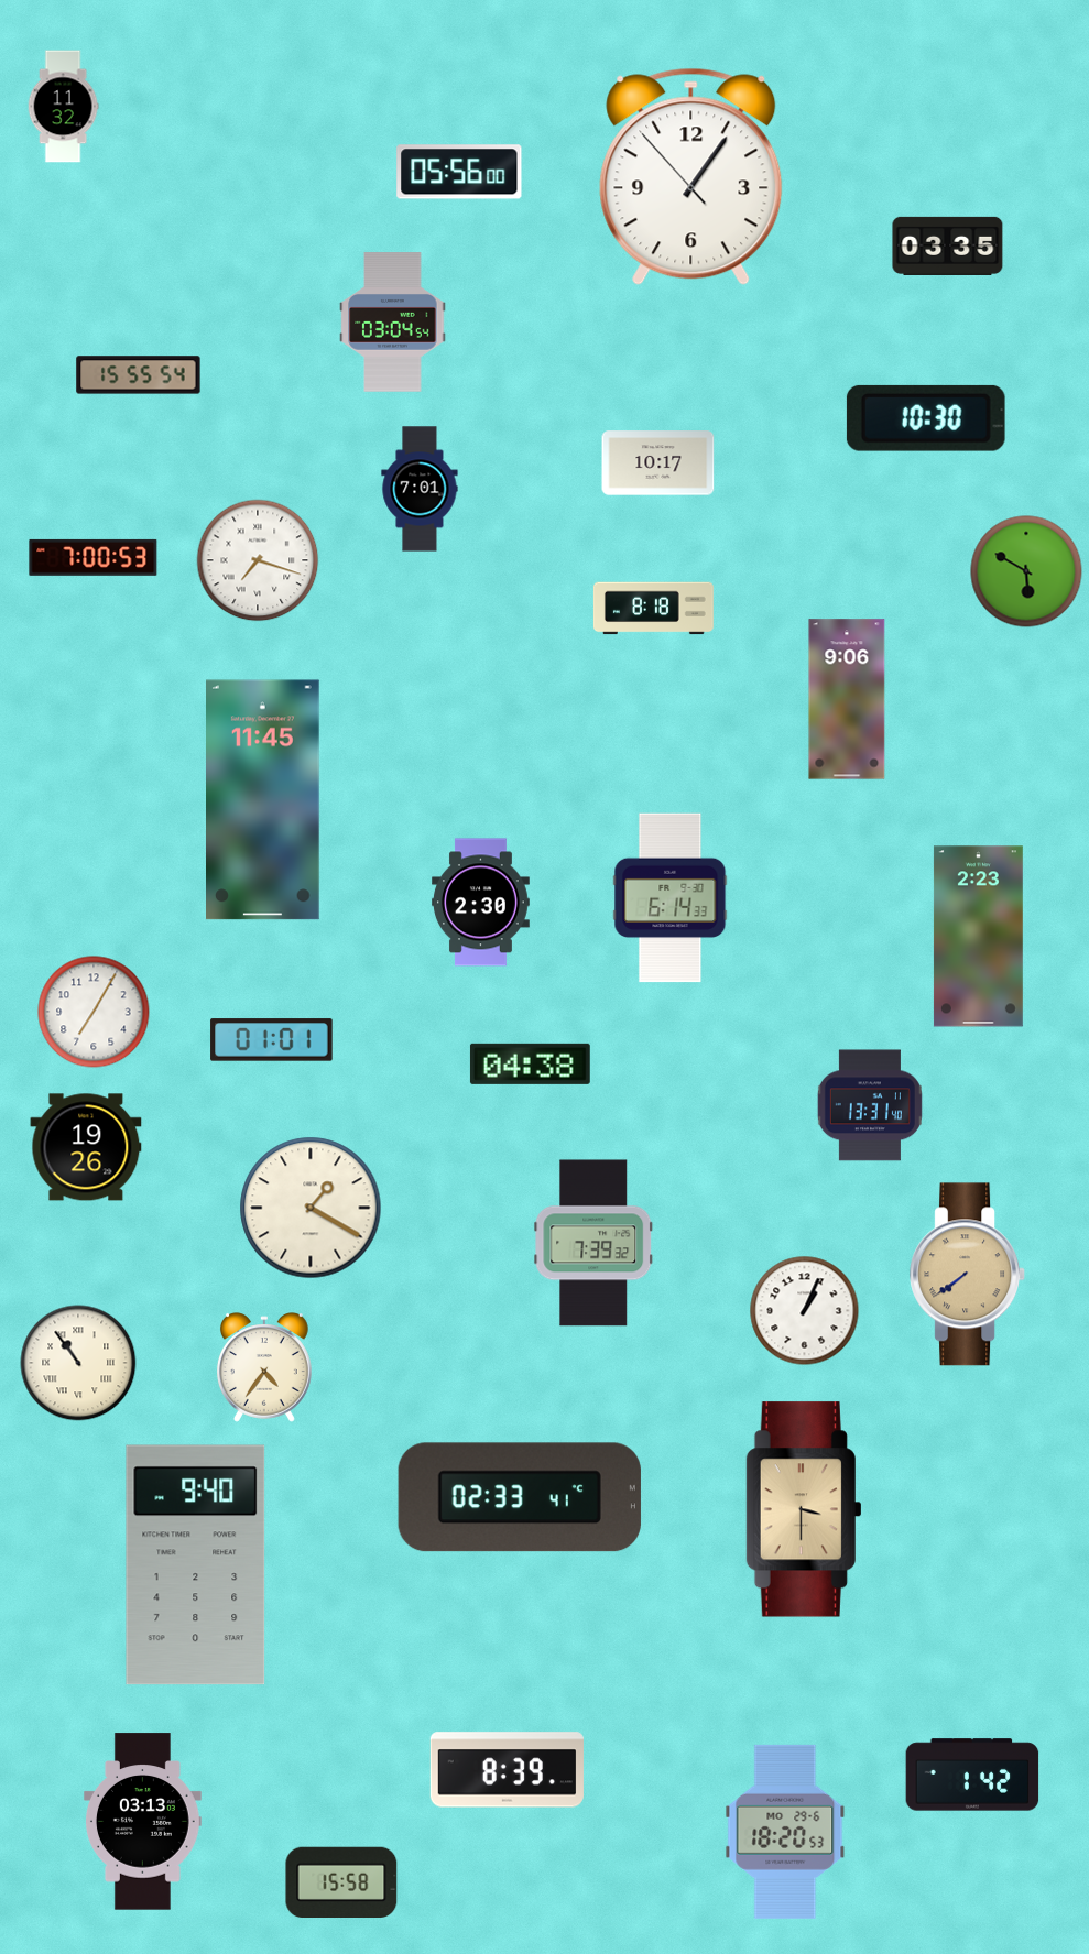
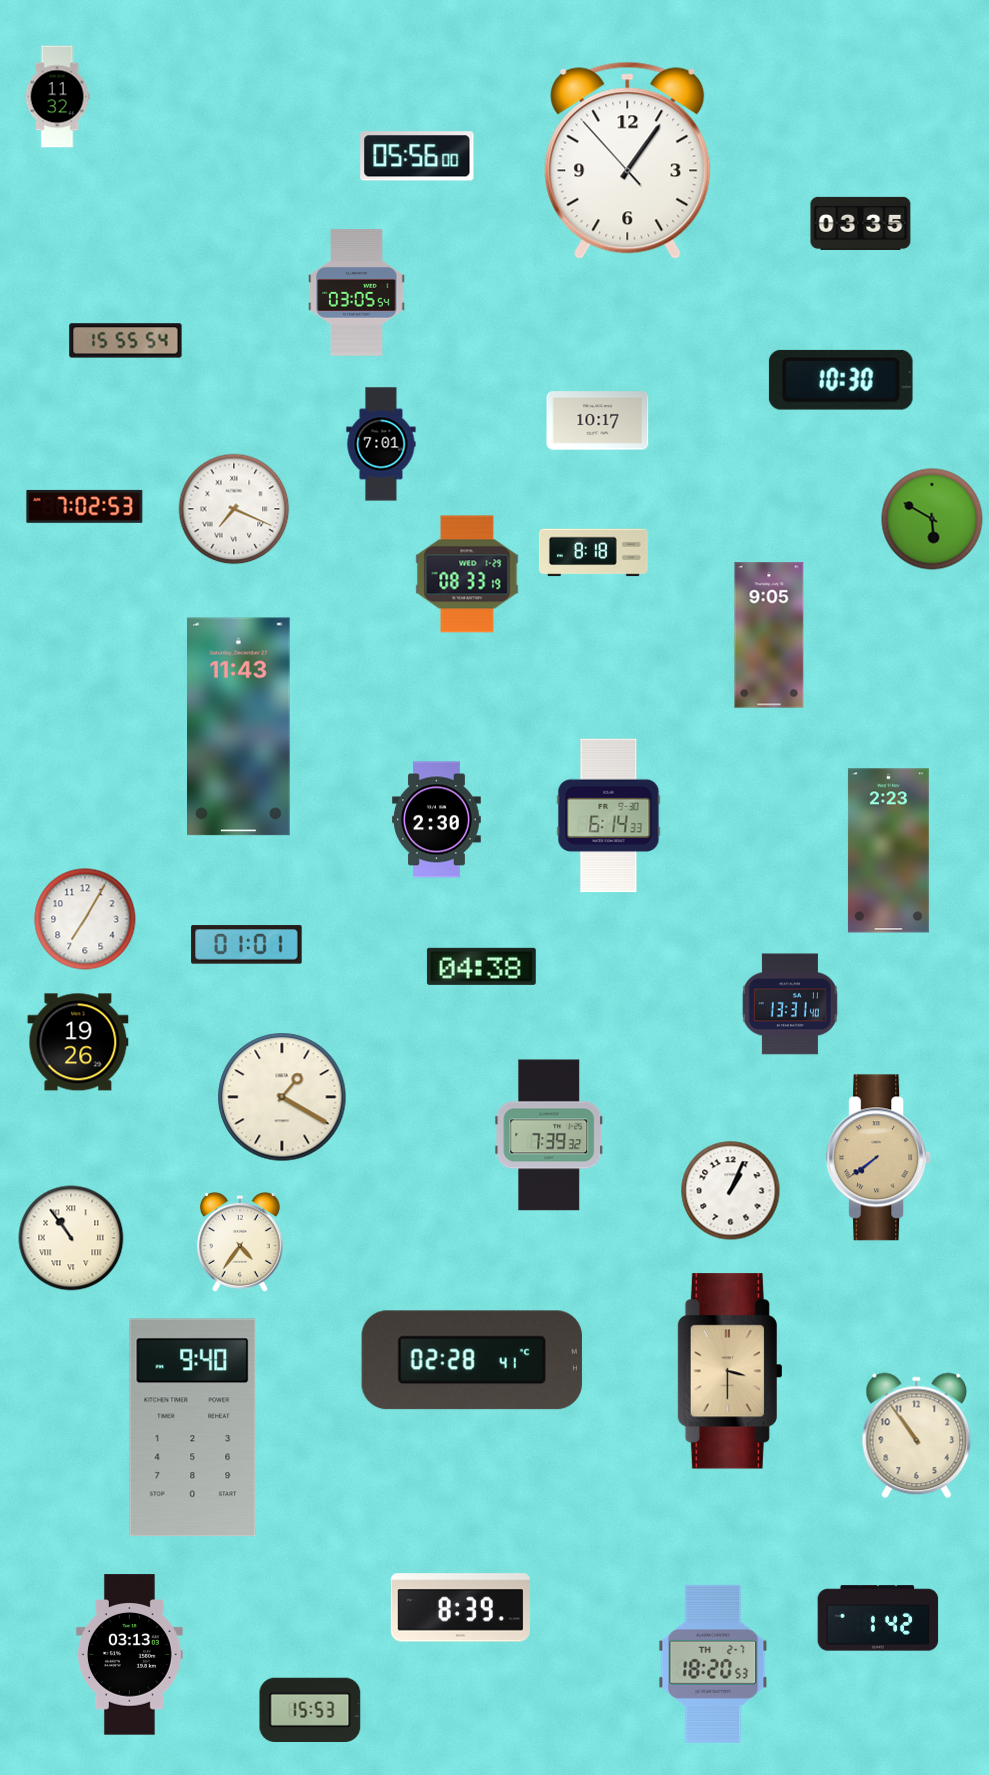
clock at (393, 323): 03:04 -> 03:05
clock at (94, 557): 7:00 -> 7:02
clock at (258, 560): 7:18 -> 7:19
clock at (467, 574): none -> 08:33
clock at (847, 699): 9:06 -> 9:05
clock at (263, 800): 11:45 -> 11:43
clock at (593, 1243) position: (593, 1243) -> (549, 1135)
clock at (520, 1497): 02:33 -> 02:28
clock at (196, 1565) position: (196, 1565) -> (193, 1428)
clock at (917, 1436): none -> 10:54
clock at (972, 1775) position: (972, 1775) -> (878, 1618)
clock at (785, 1832) date: MO 29-6 -> TH 2-7
clock at (341, 1882): 15:58 -> 15:53
